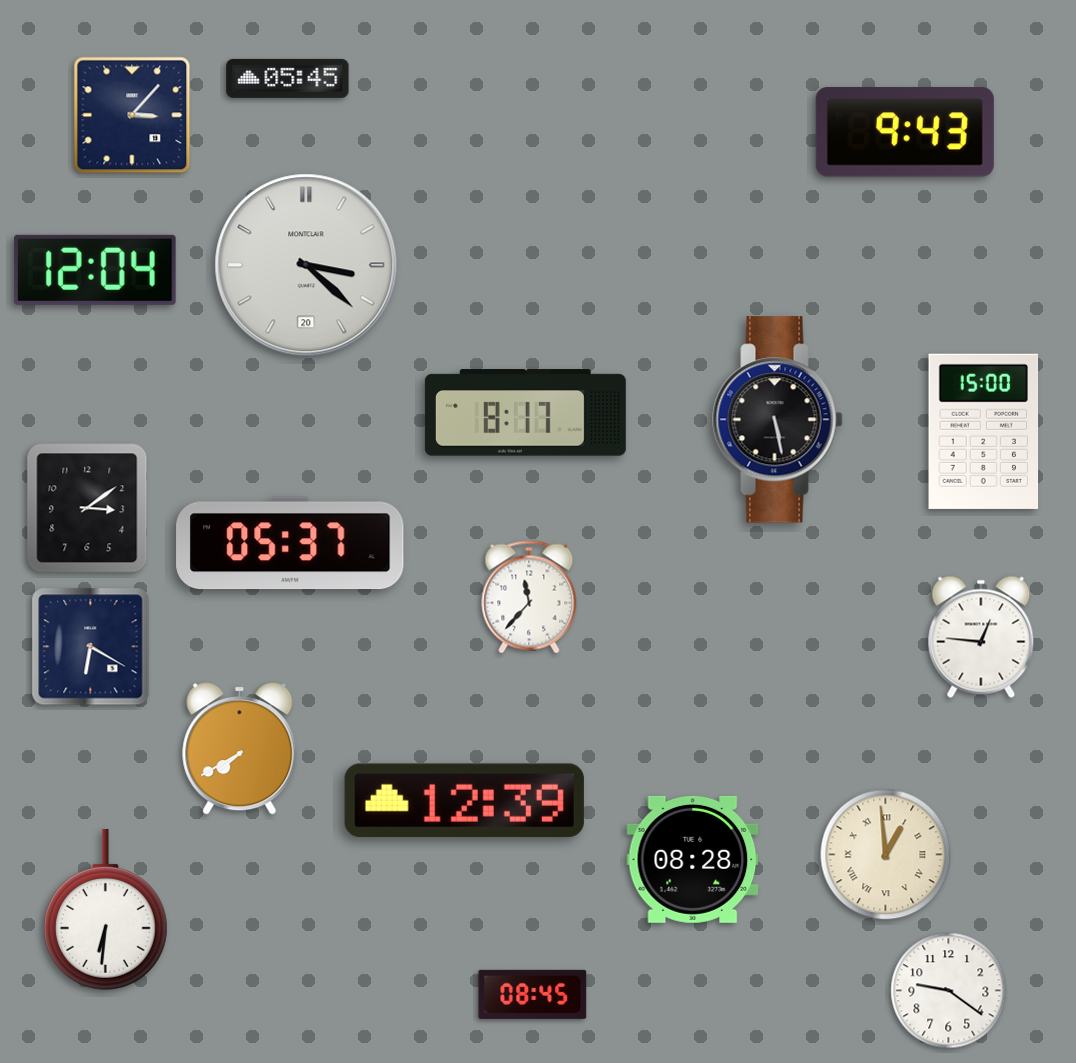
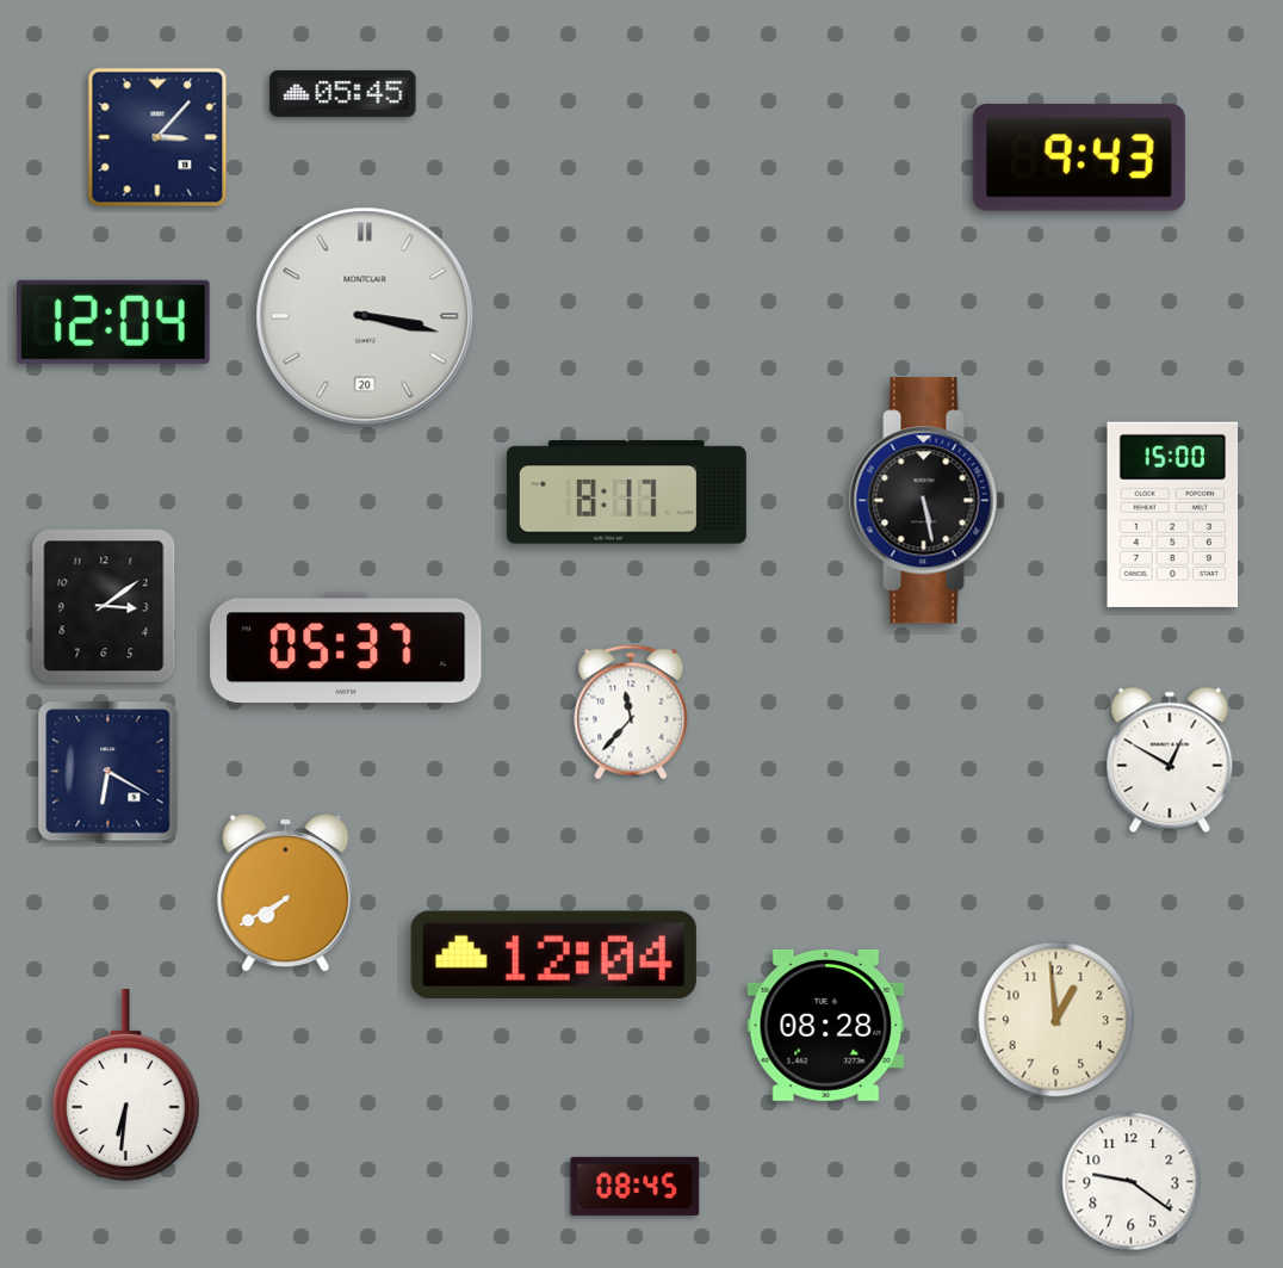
clock at (306, 265): 3:22 -> 3:17
clock at (981, 637): 12:46 -> 12:50
clock at (464, 800): 12:39 -> 12:04
clock at (886, 855) numerals: Roman -> Arabic
